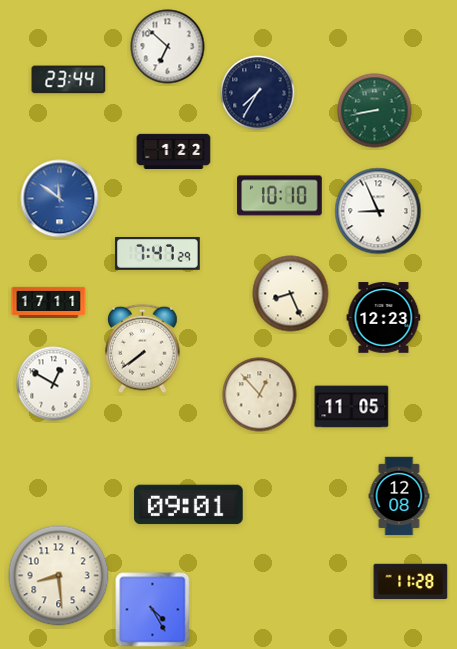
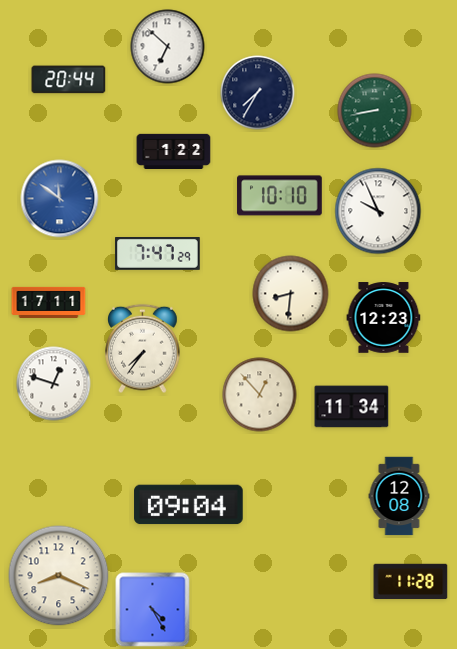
clock at (69, 80): 23:44 -> 20:44
clock at (378, 211): 8:56 -> 9:56
clock at (291, 294): 8:26 -> 8:31
clock at (143, 349): 7:39 -> 7:36
clock at (54, 384): 12:50 -> 12:48
clock at (352, 407): 11:05 -> 11:34
clock at (189, 505): 09:01 -> 09:04
clock at (59, 576): 8:29 -> 8:19
